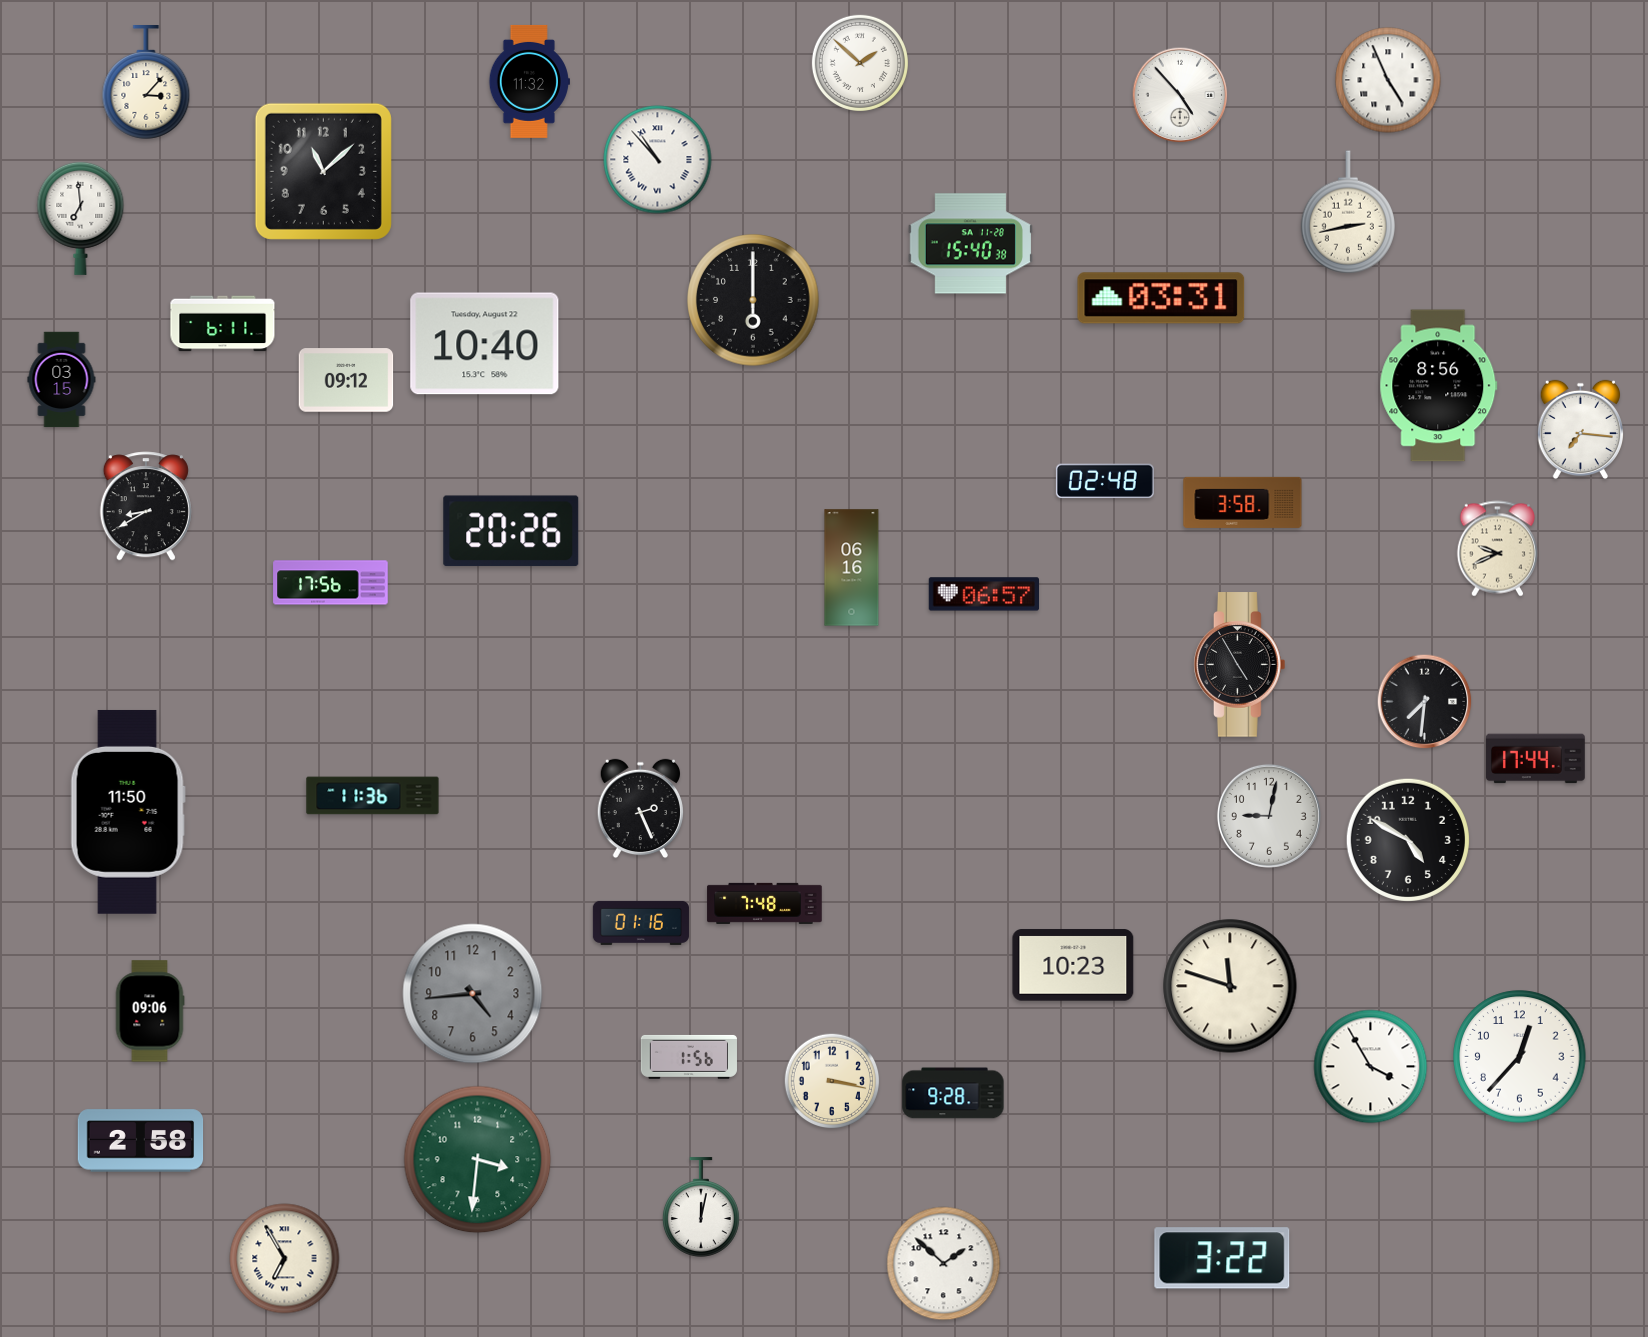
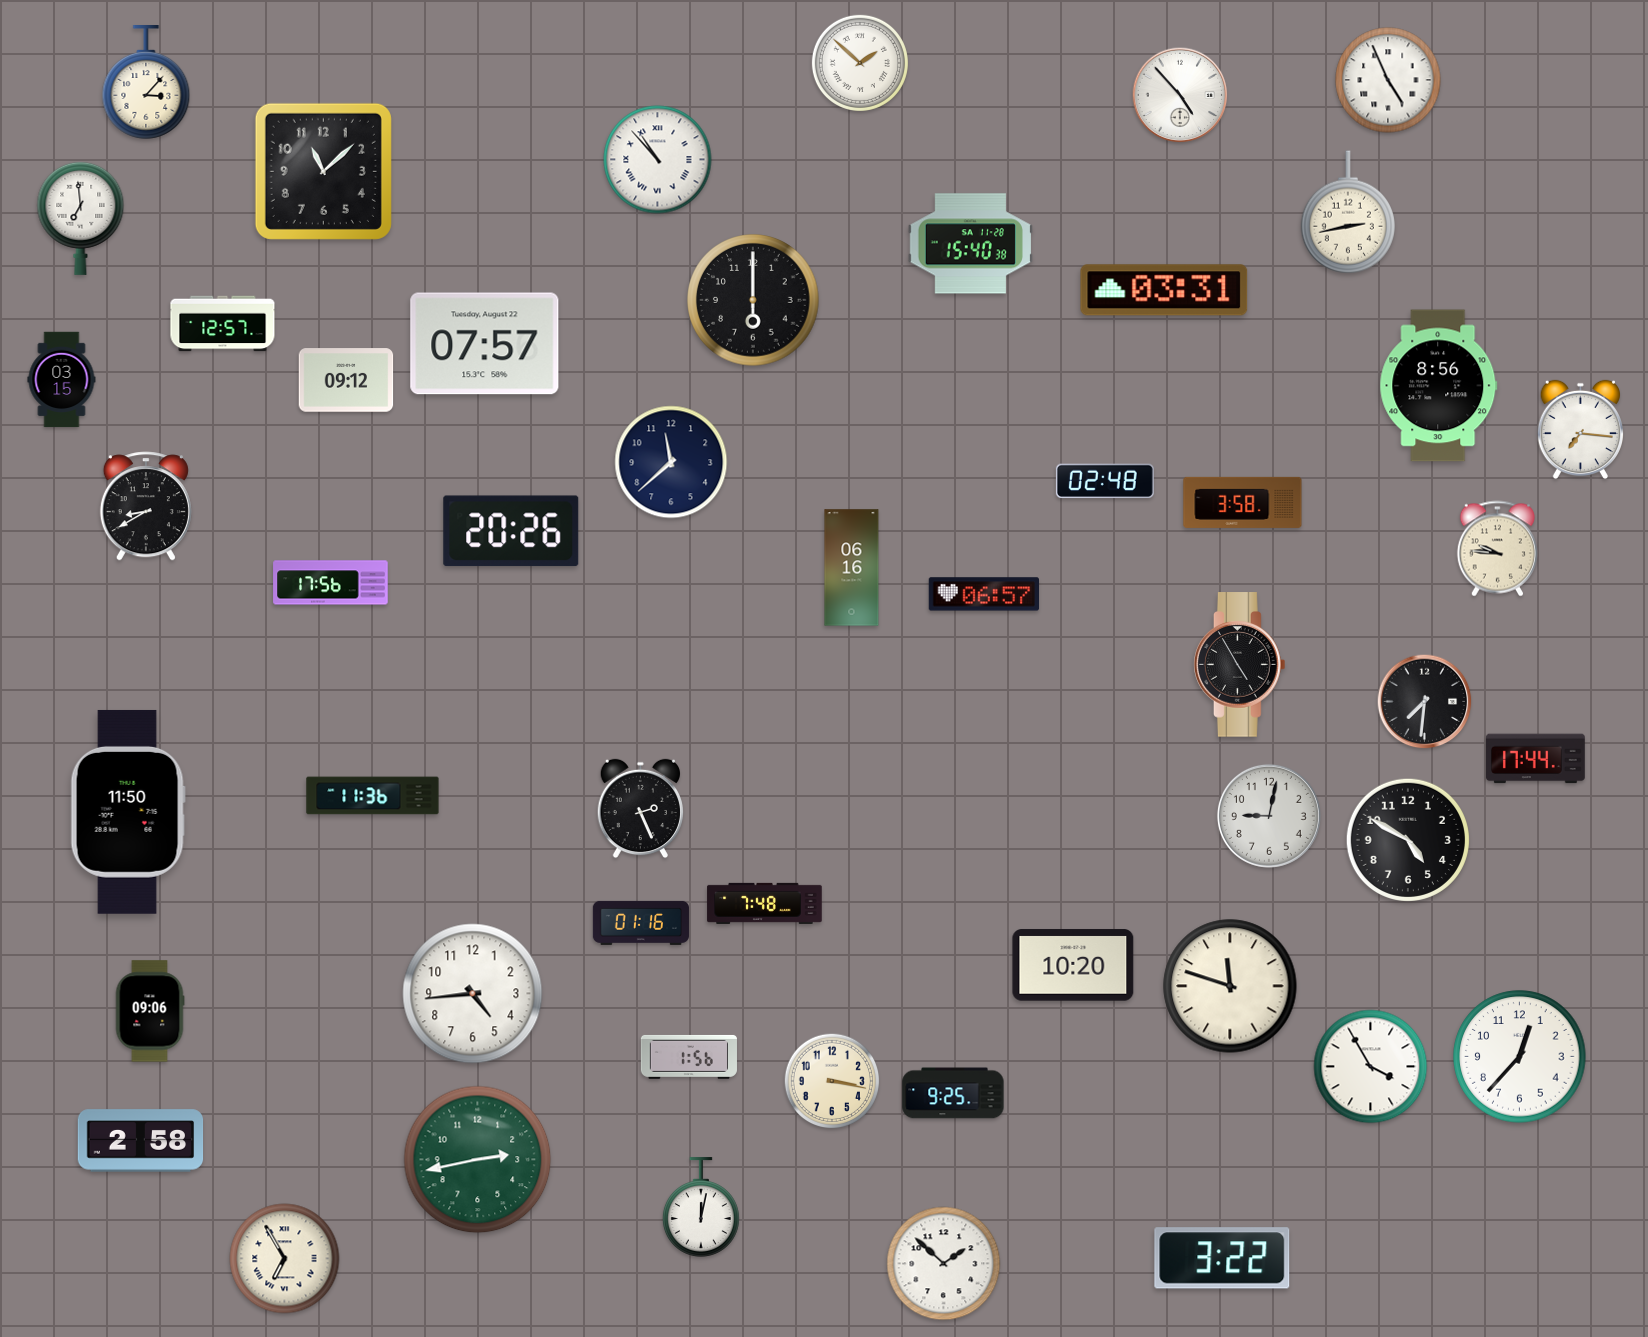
clock at (529, 81): 11:32 -> none
clock at (1161, 298) position: (1161, 298) -> (1164, 290)
clock at (223, 324): 6:11 -> 12:57
clock at (485, 344): 10:40 -> 07:57
clock at (671, 462): none -> 11:38
clock at (1497, 549): 9:41 -> 9:46
clock at (1073, 965): 10:23 -> 10:20
clock at (473, 994) dial: grey -> white
clock at (953, 1093): 9:28 -> 9:25
clock at (478, 1160): 3:31 -> 2:43
